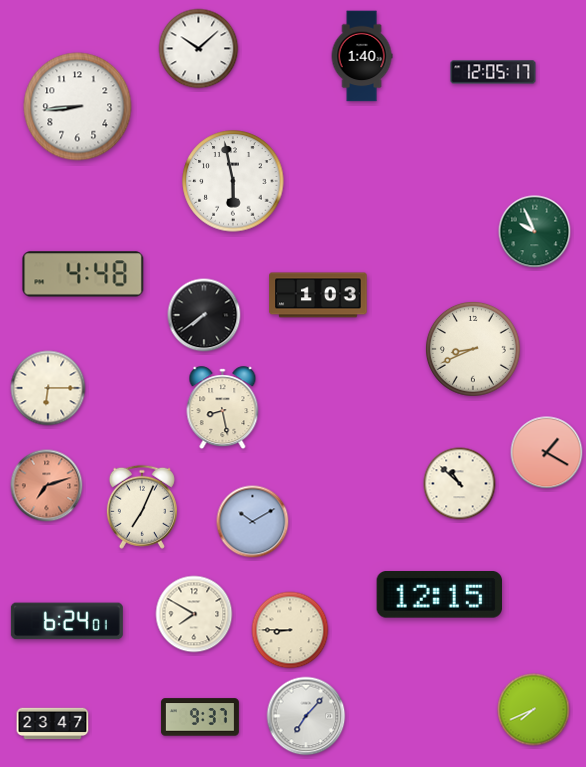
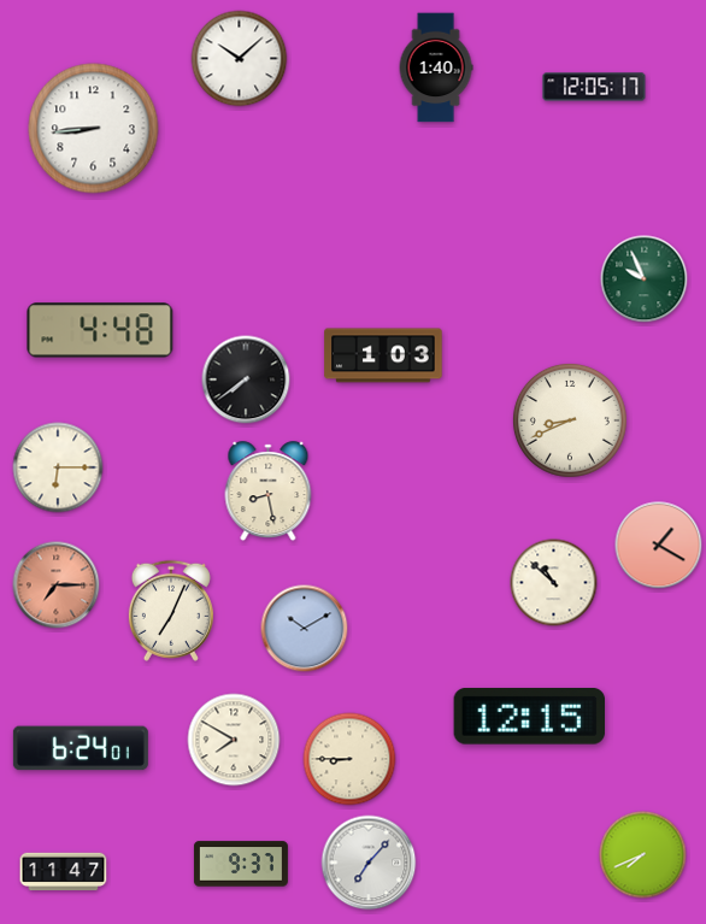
clock at (233, 181): 5:58 -> none
clock at (47, 486): 7:12 -> 7:15
clock at (53, 724): 23:47 -> 11:47
